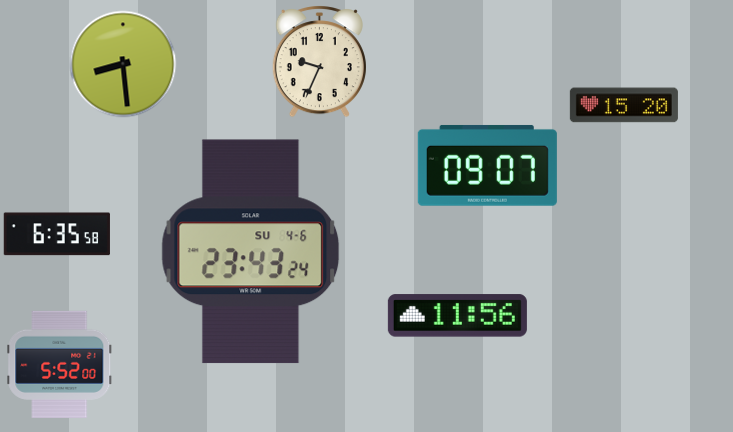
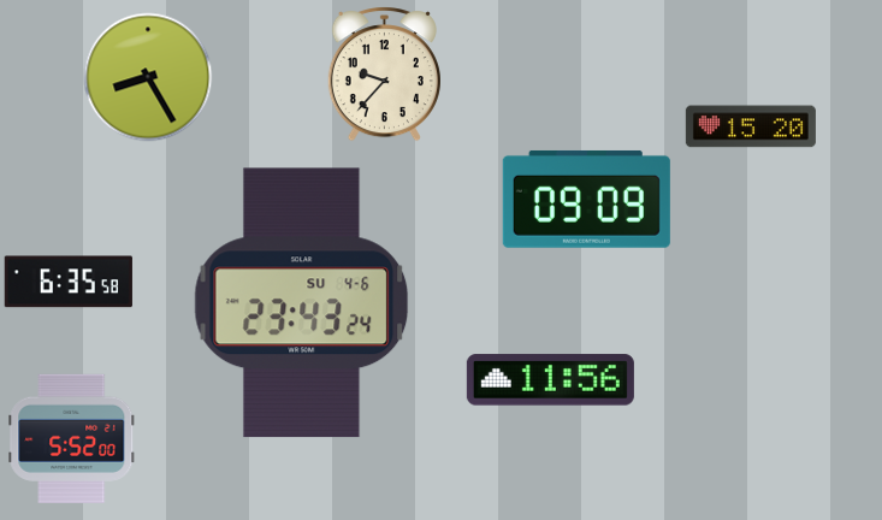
clock at (319, 62): 9:34 -> 9:37
clock at (123, 64): 8:29 -> 8:25
clock at (487, 165): 09:07 -> 09:09
